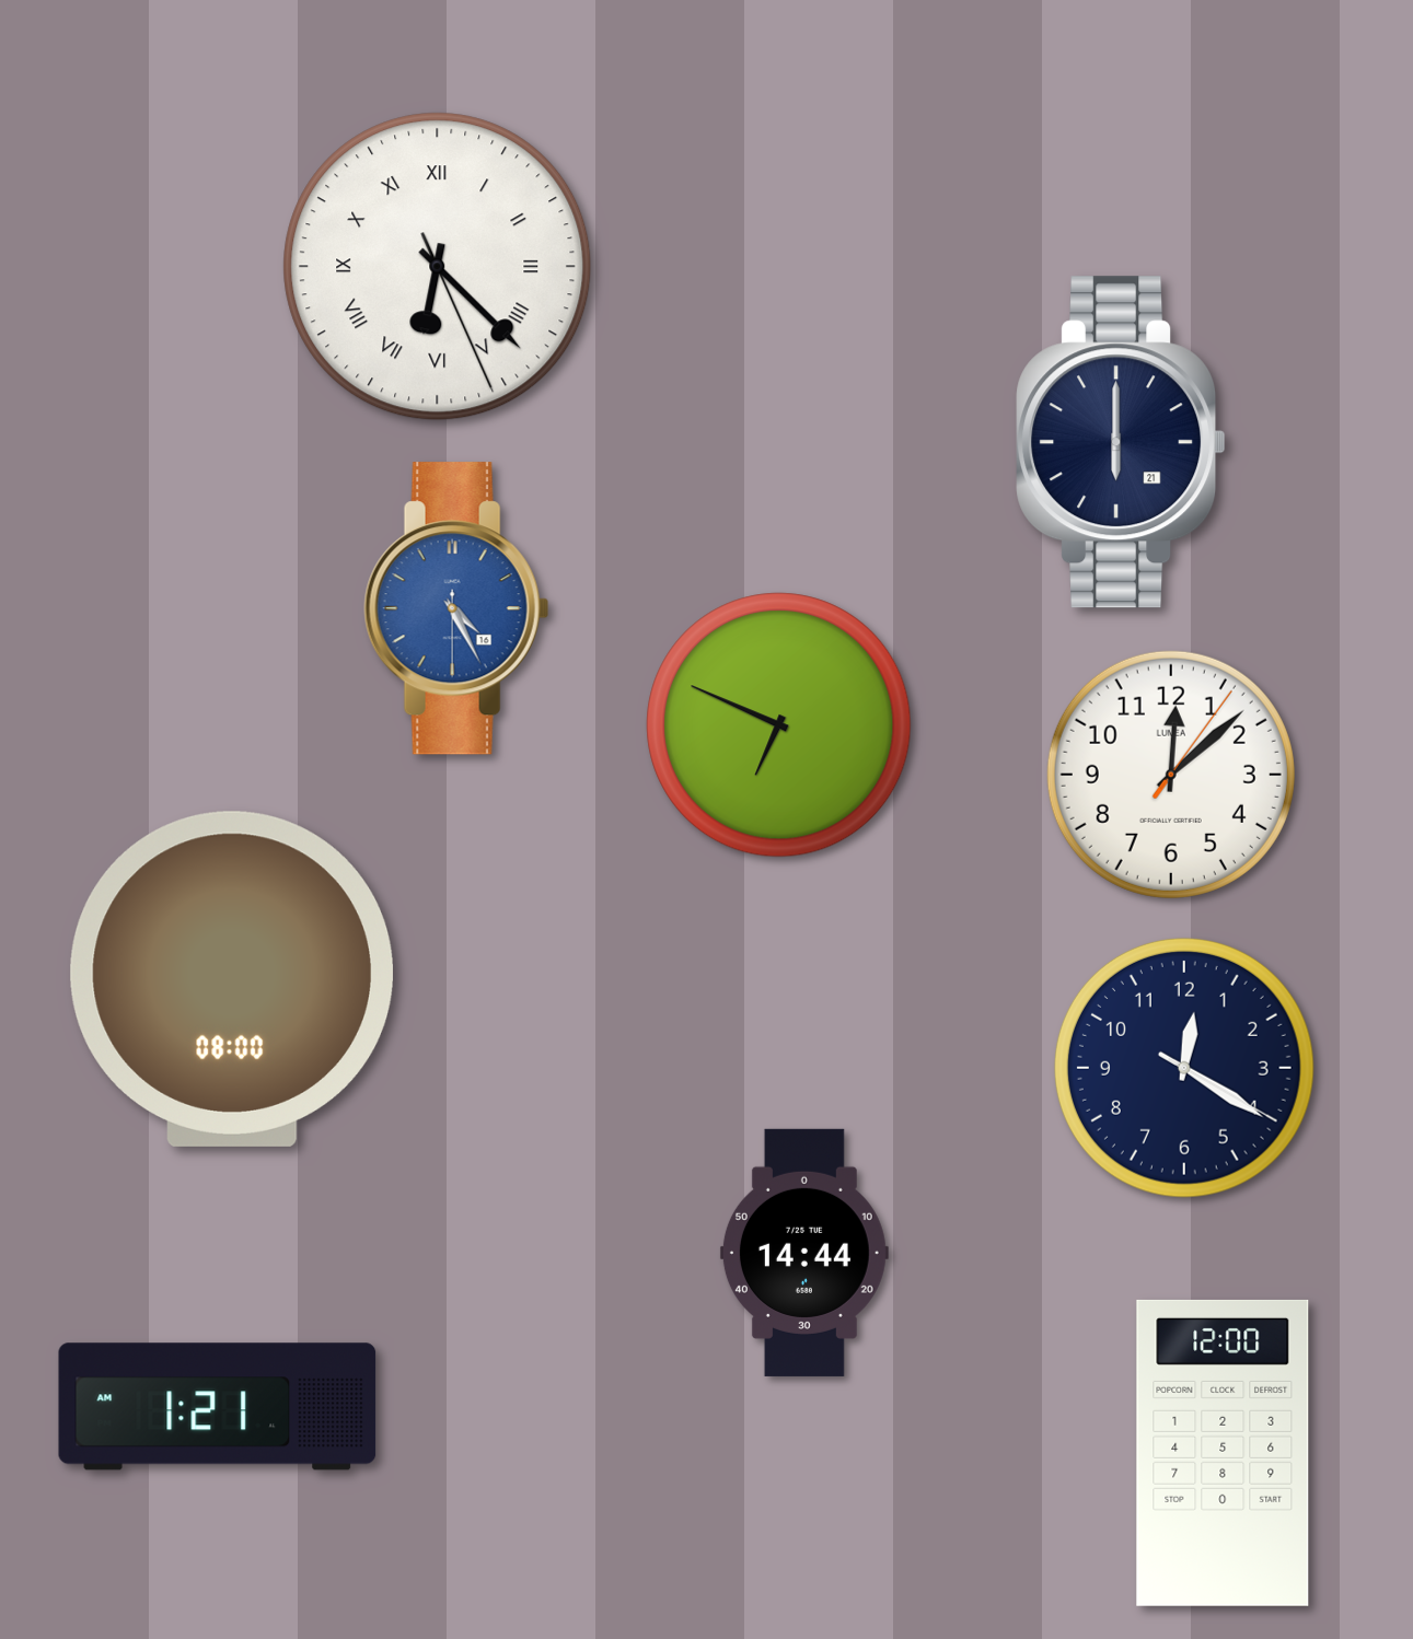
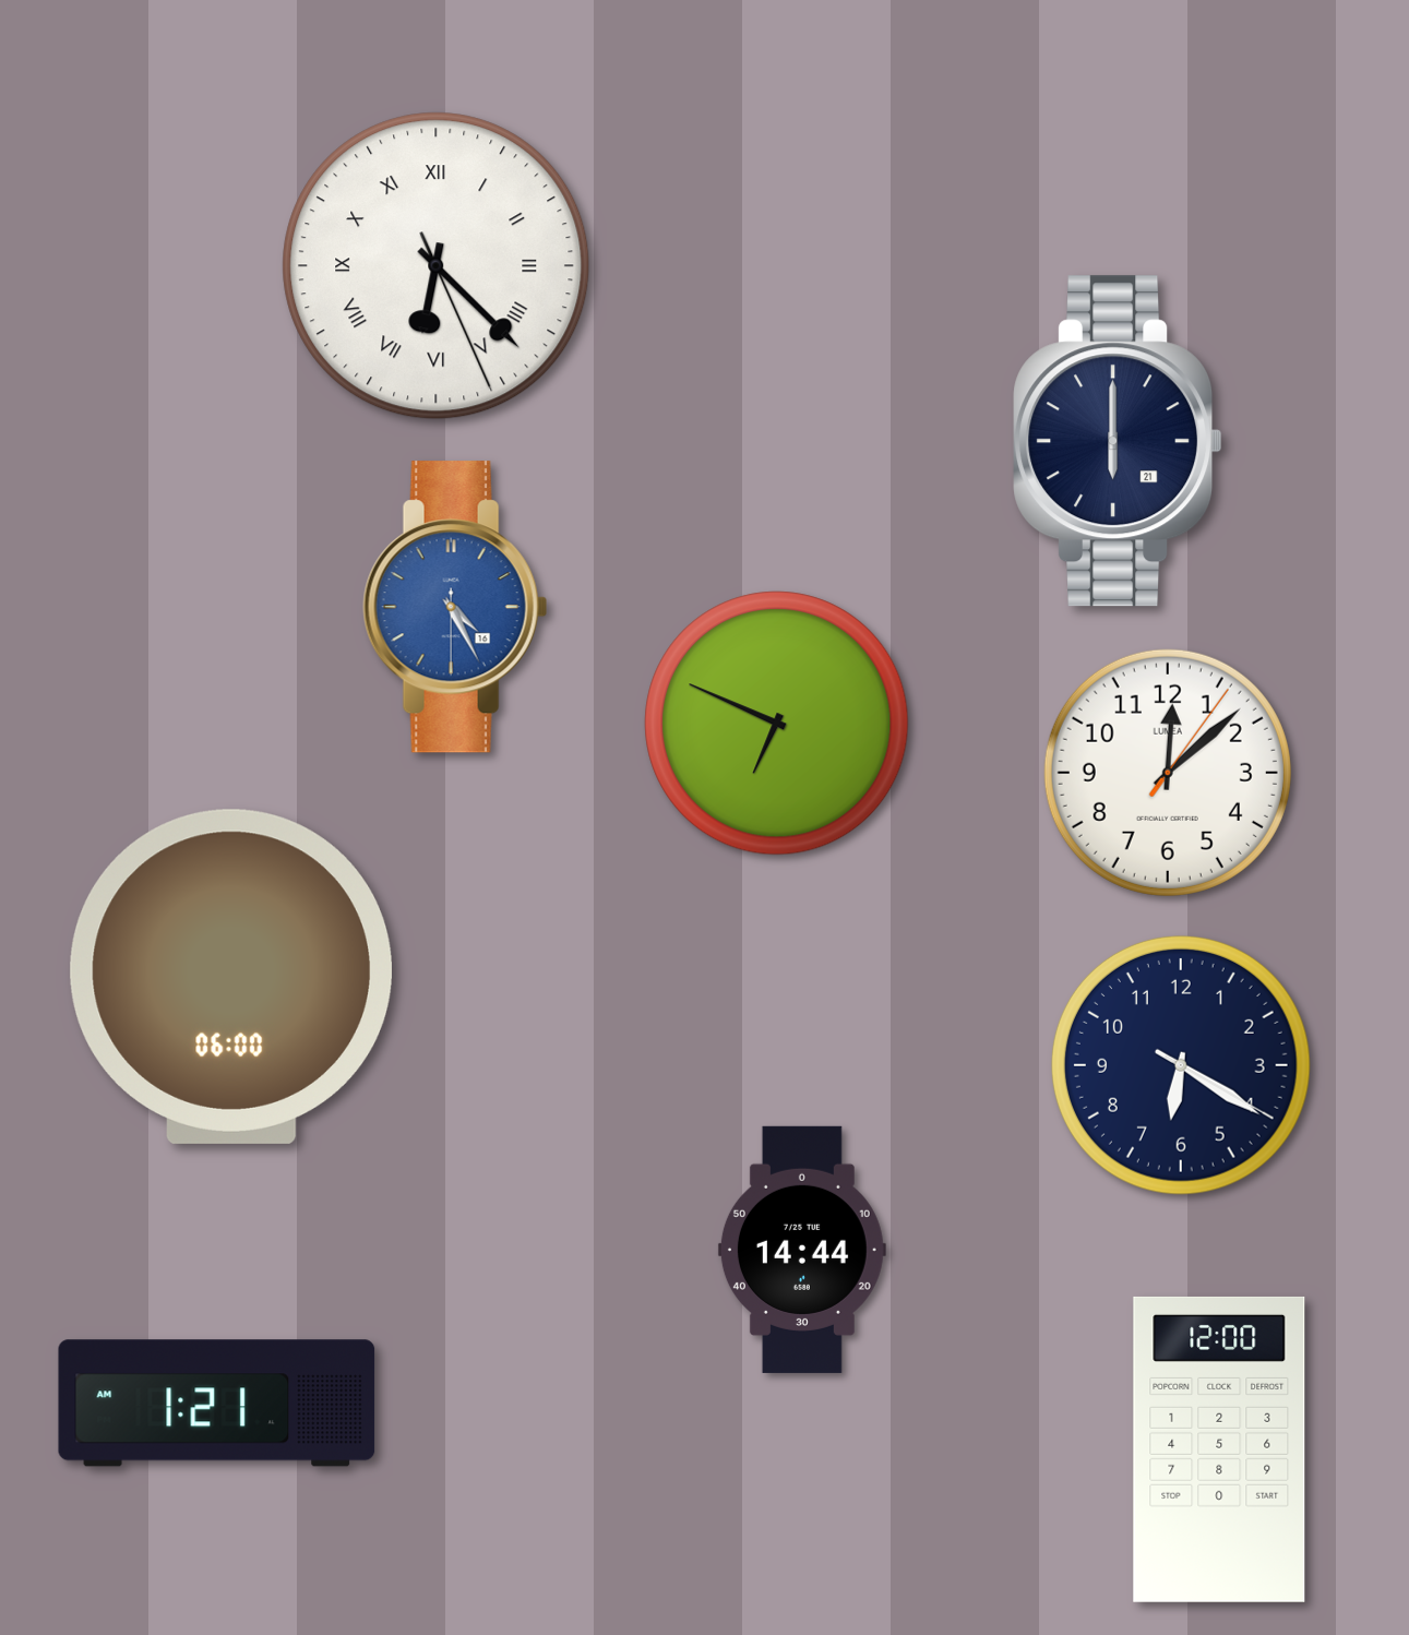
clock at (232, 979): 08:00 -> 06:00
clock at (1184, 1068): 12:20 -> 6:20
